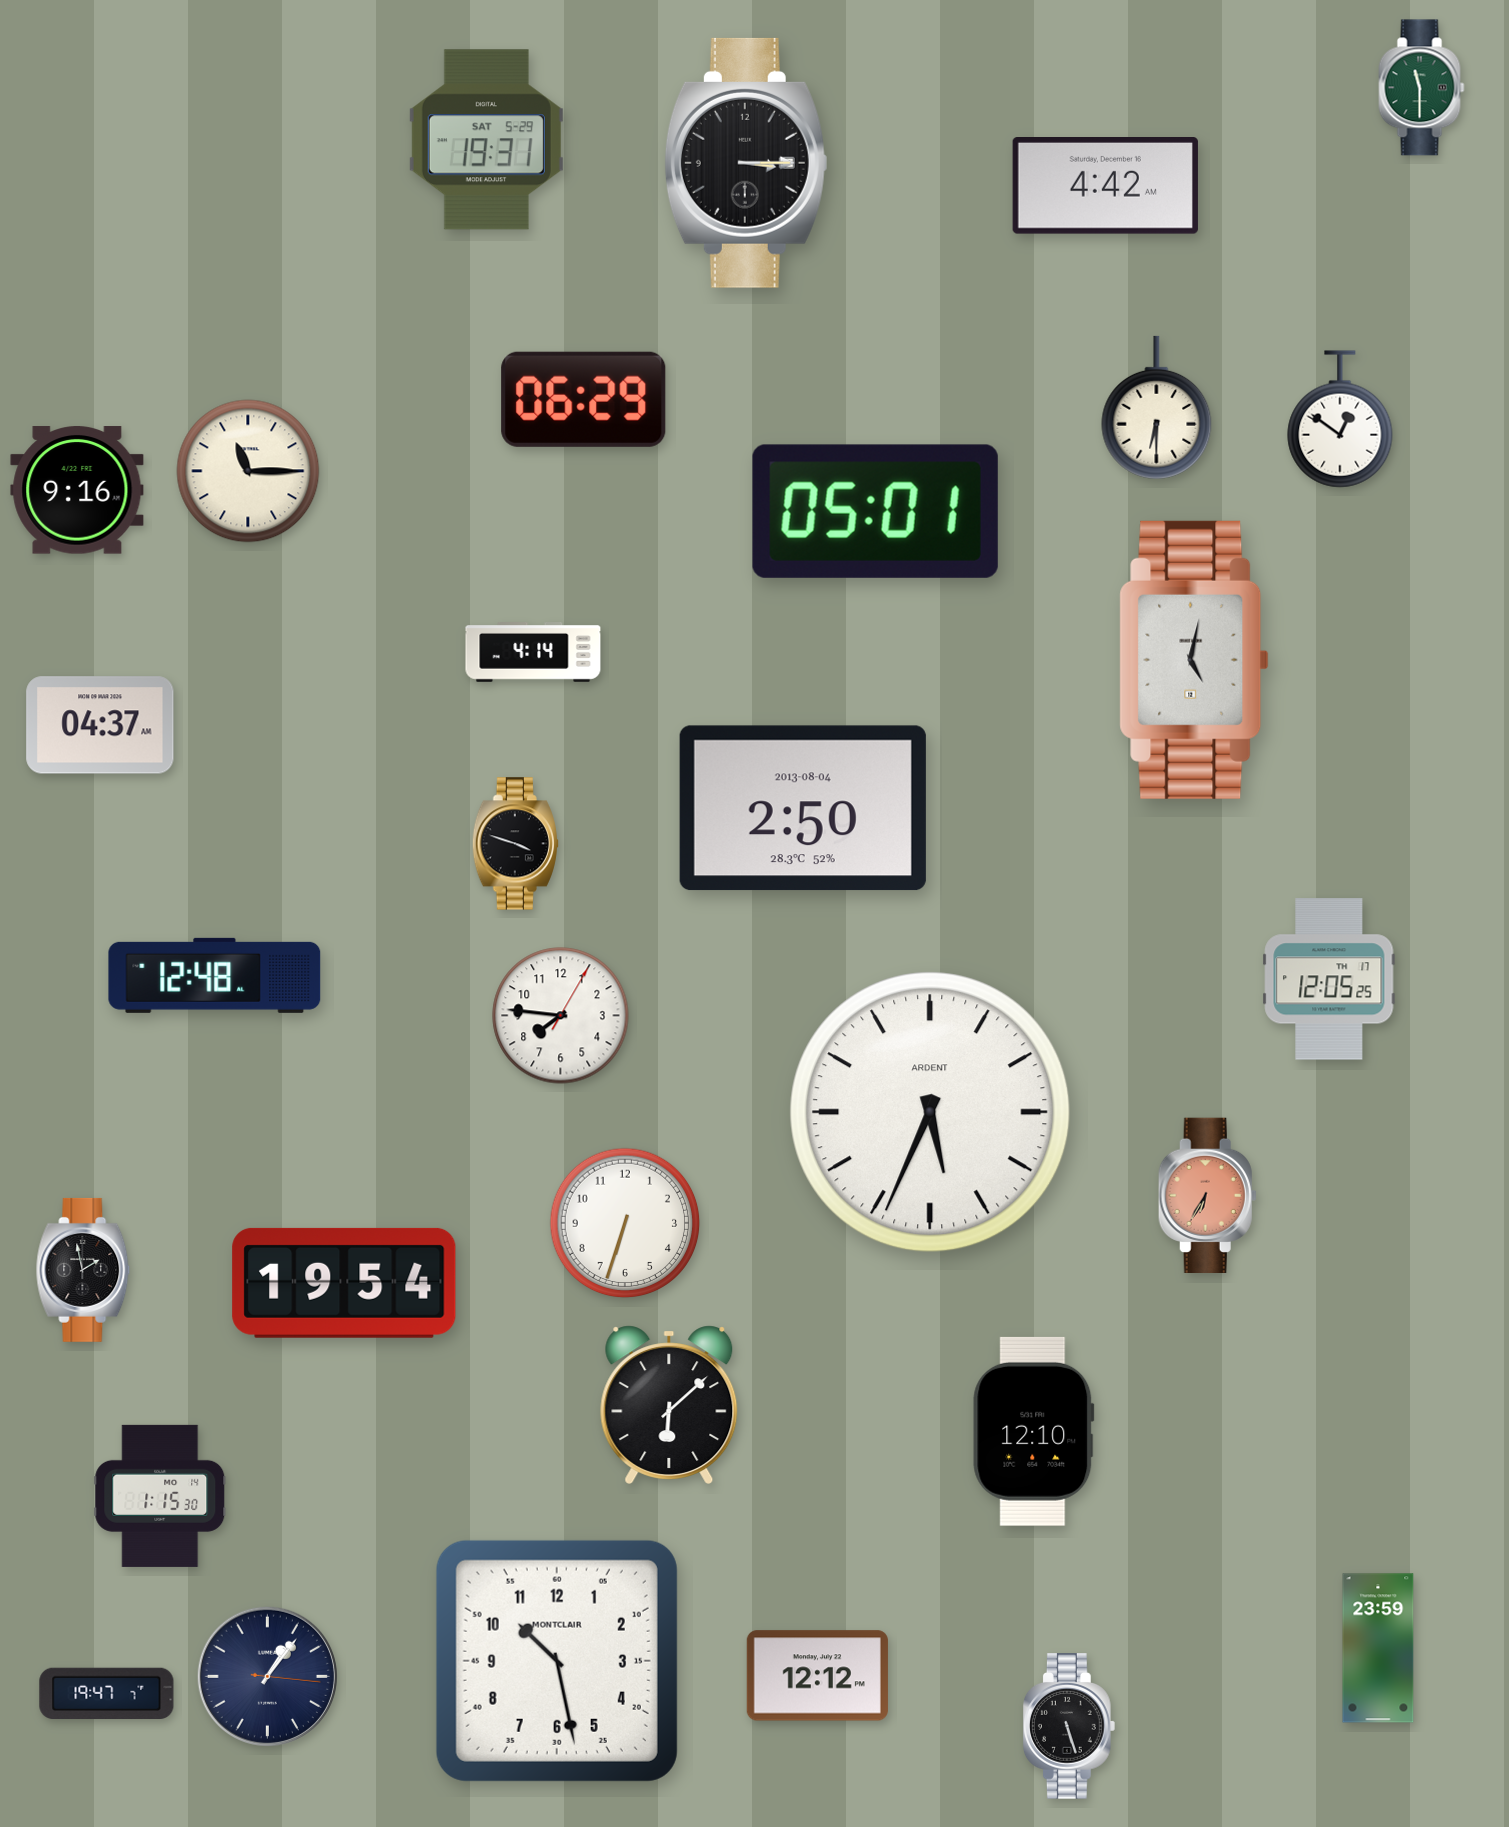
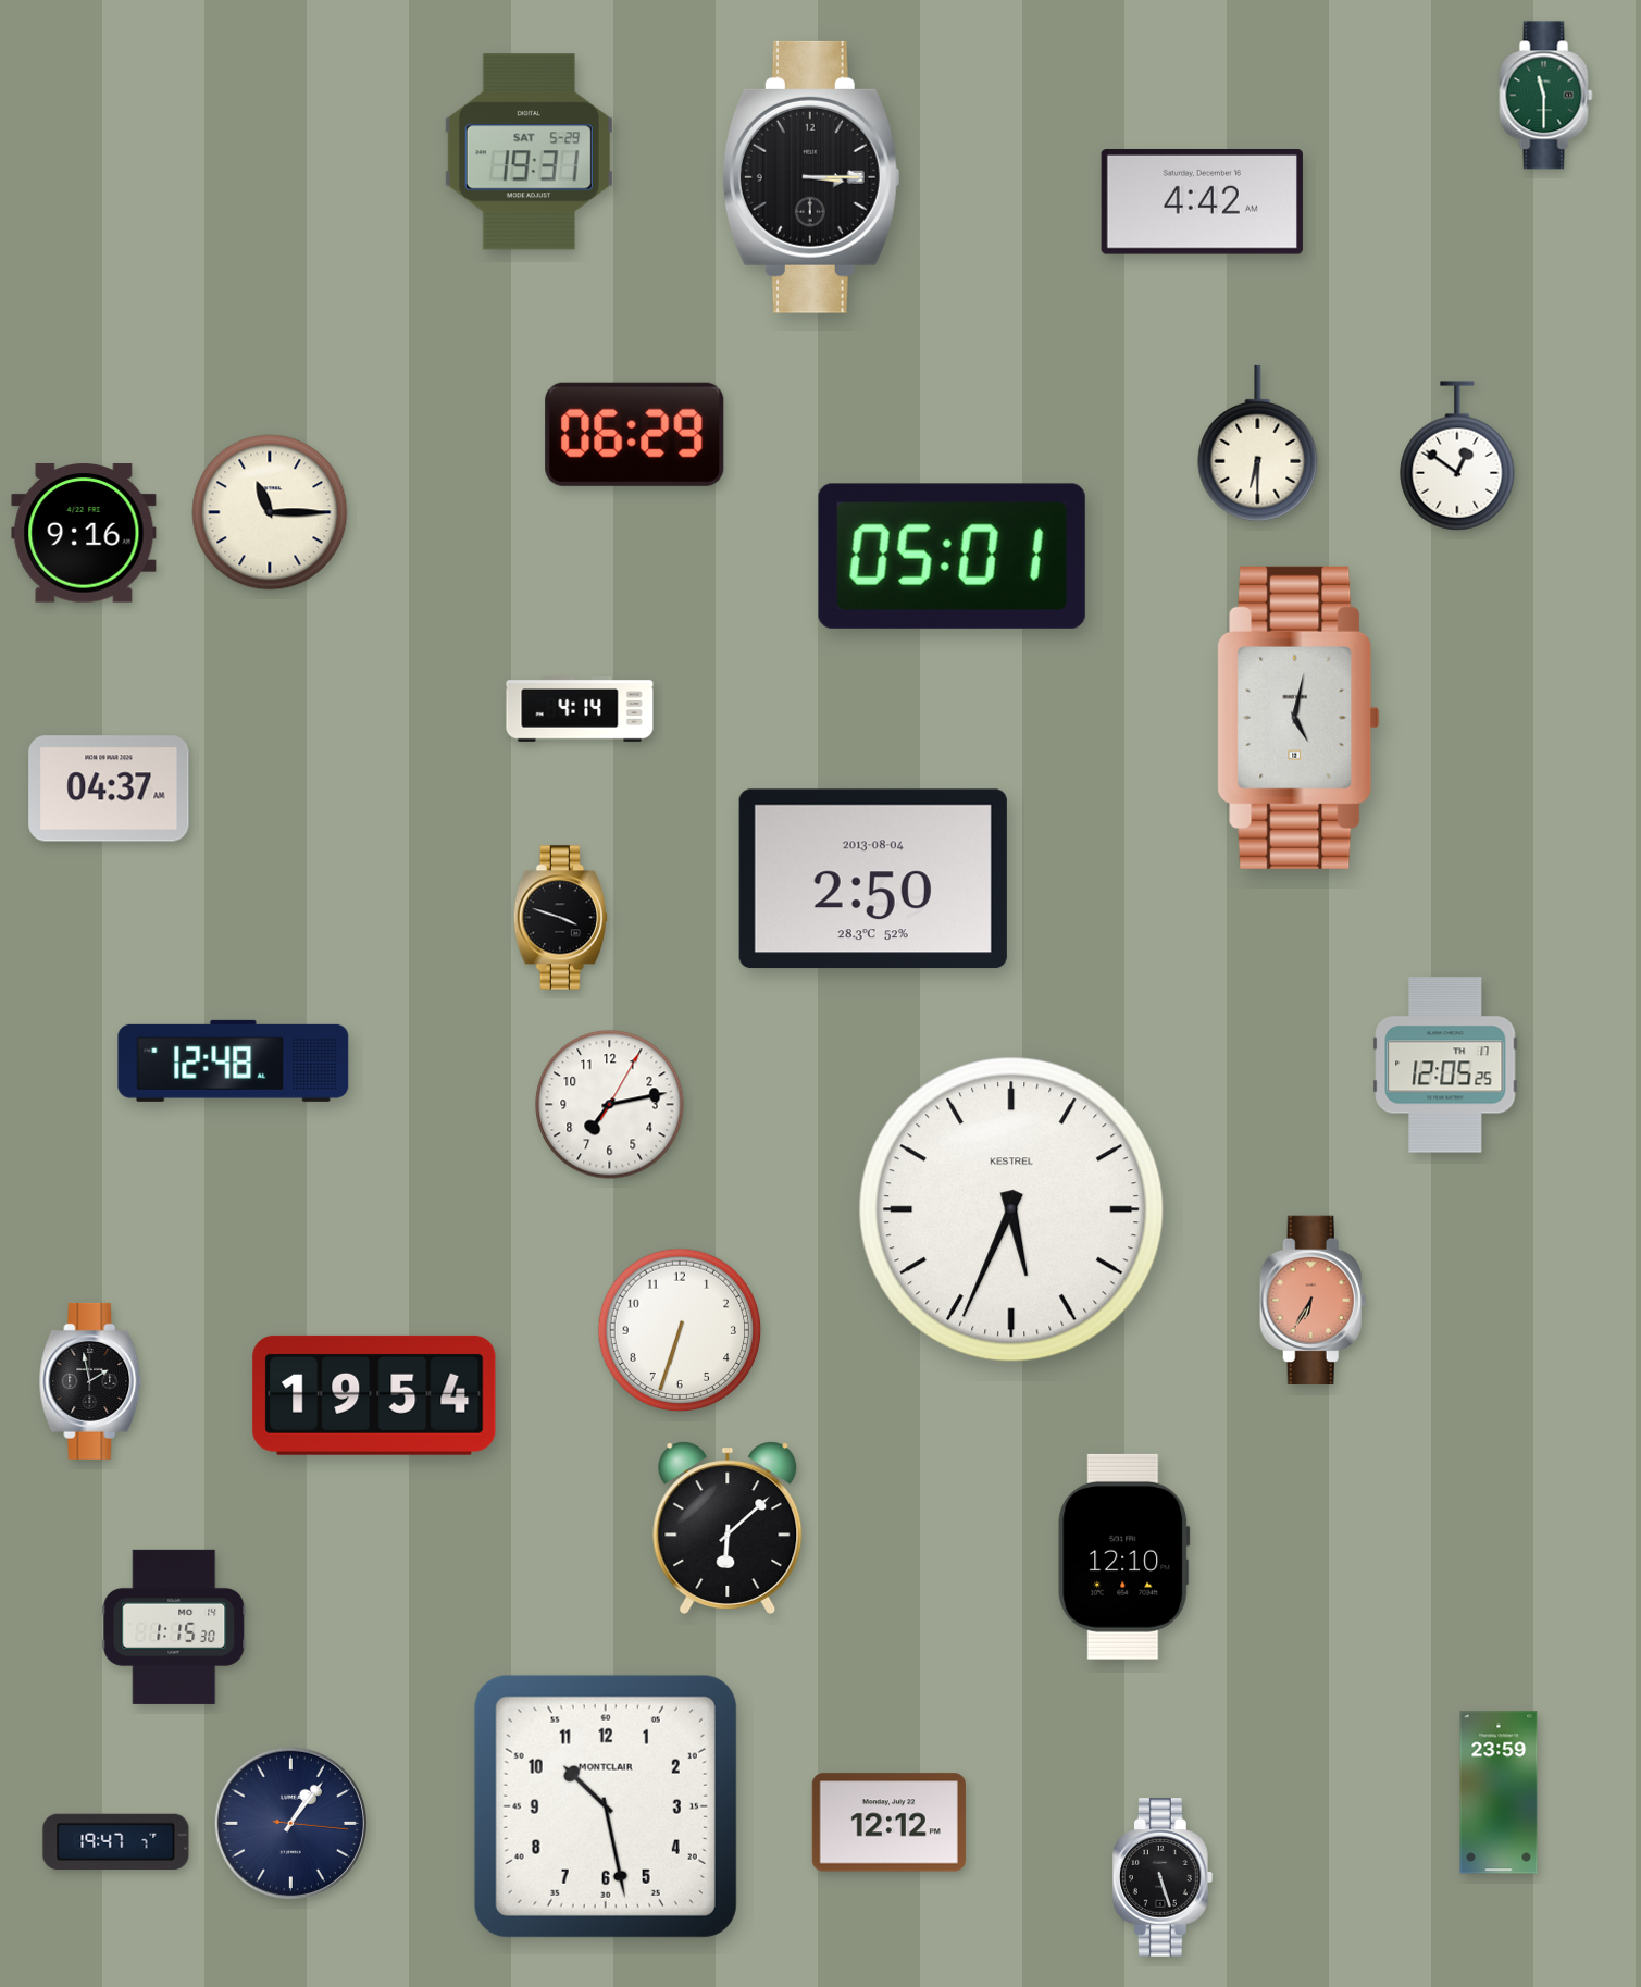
clock at (561, 1016): 7:46 -> 7:13
clock at (930, 1112) brand: ARDENT -> KESTREL
